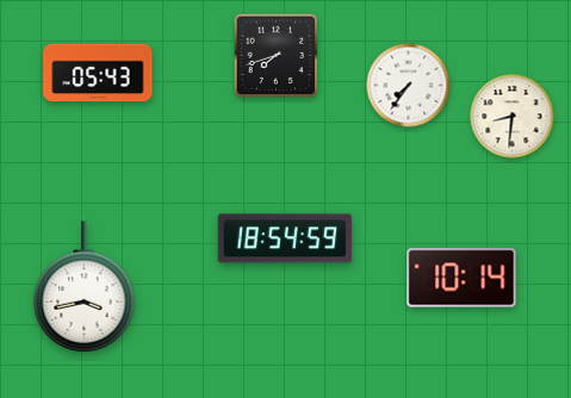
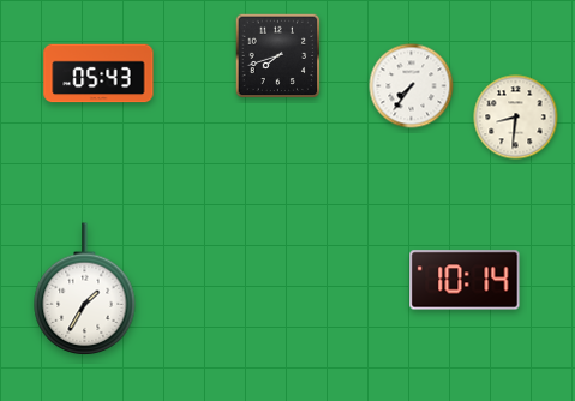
clock at (285, 238): 18:54 -> none
clock at (85, 287): 3:43 -> 1:35
